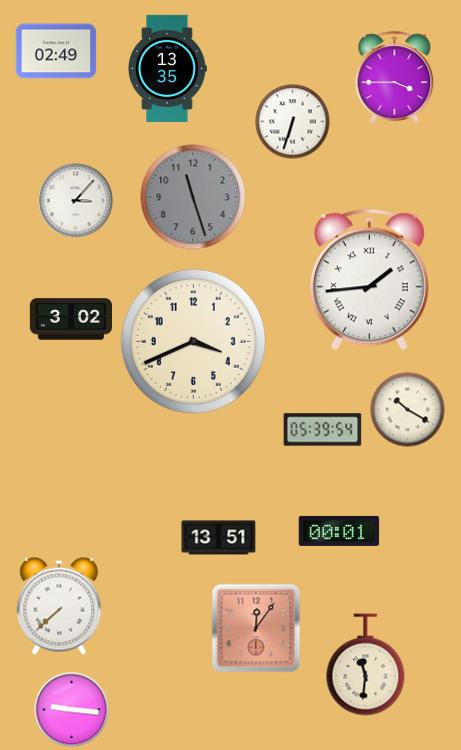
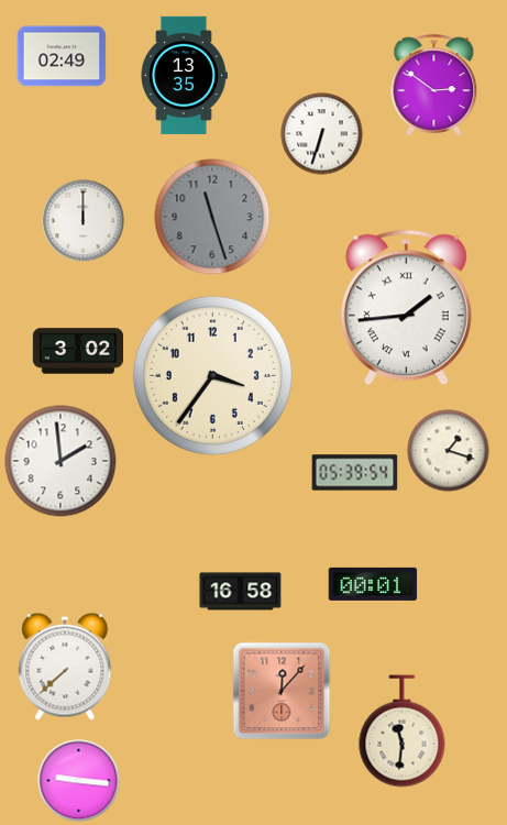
clock at (395, 77): 3:45 -> 2:51
clock at (76, 201): 3:07 -> 12:00
clock at (193, 341): 3:41 -> 3:36
clock at (408, 410): 10:20 -> 1:18
clock at (60, 461): none -> 1:59
clock at (219, 538): 13:51 -> 16:58
clock at (256, 628): 12:06 -> 12:07
